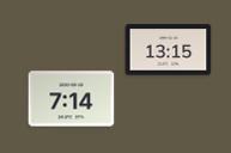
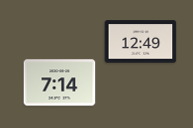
clock at (169, 50): 13:15 -> 12:49
